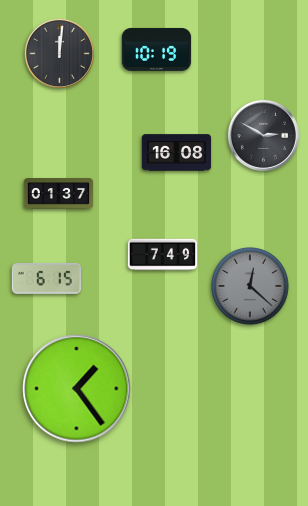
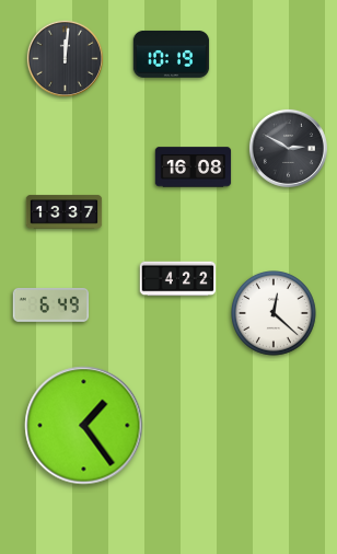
clock at (59, 194): 01:37 -> 13:37
clock at (163, 255): 7:49 -> 4:22
clock at (47, 279): 6:15 -> 6:49
clock at (251, 287) dial: grey -> white
